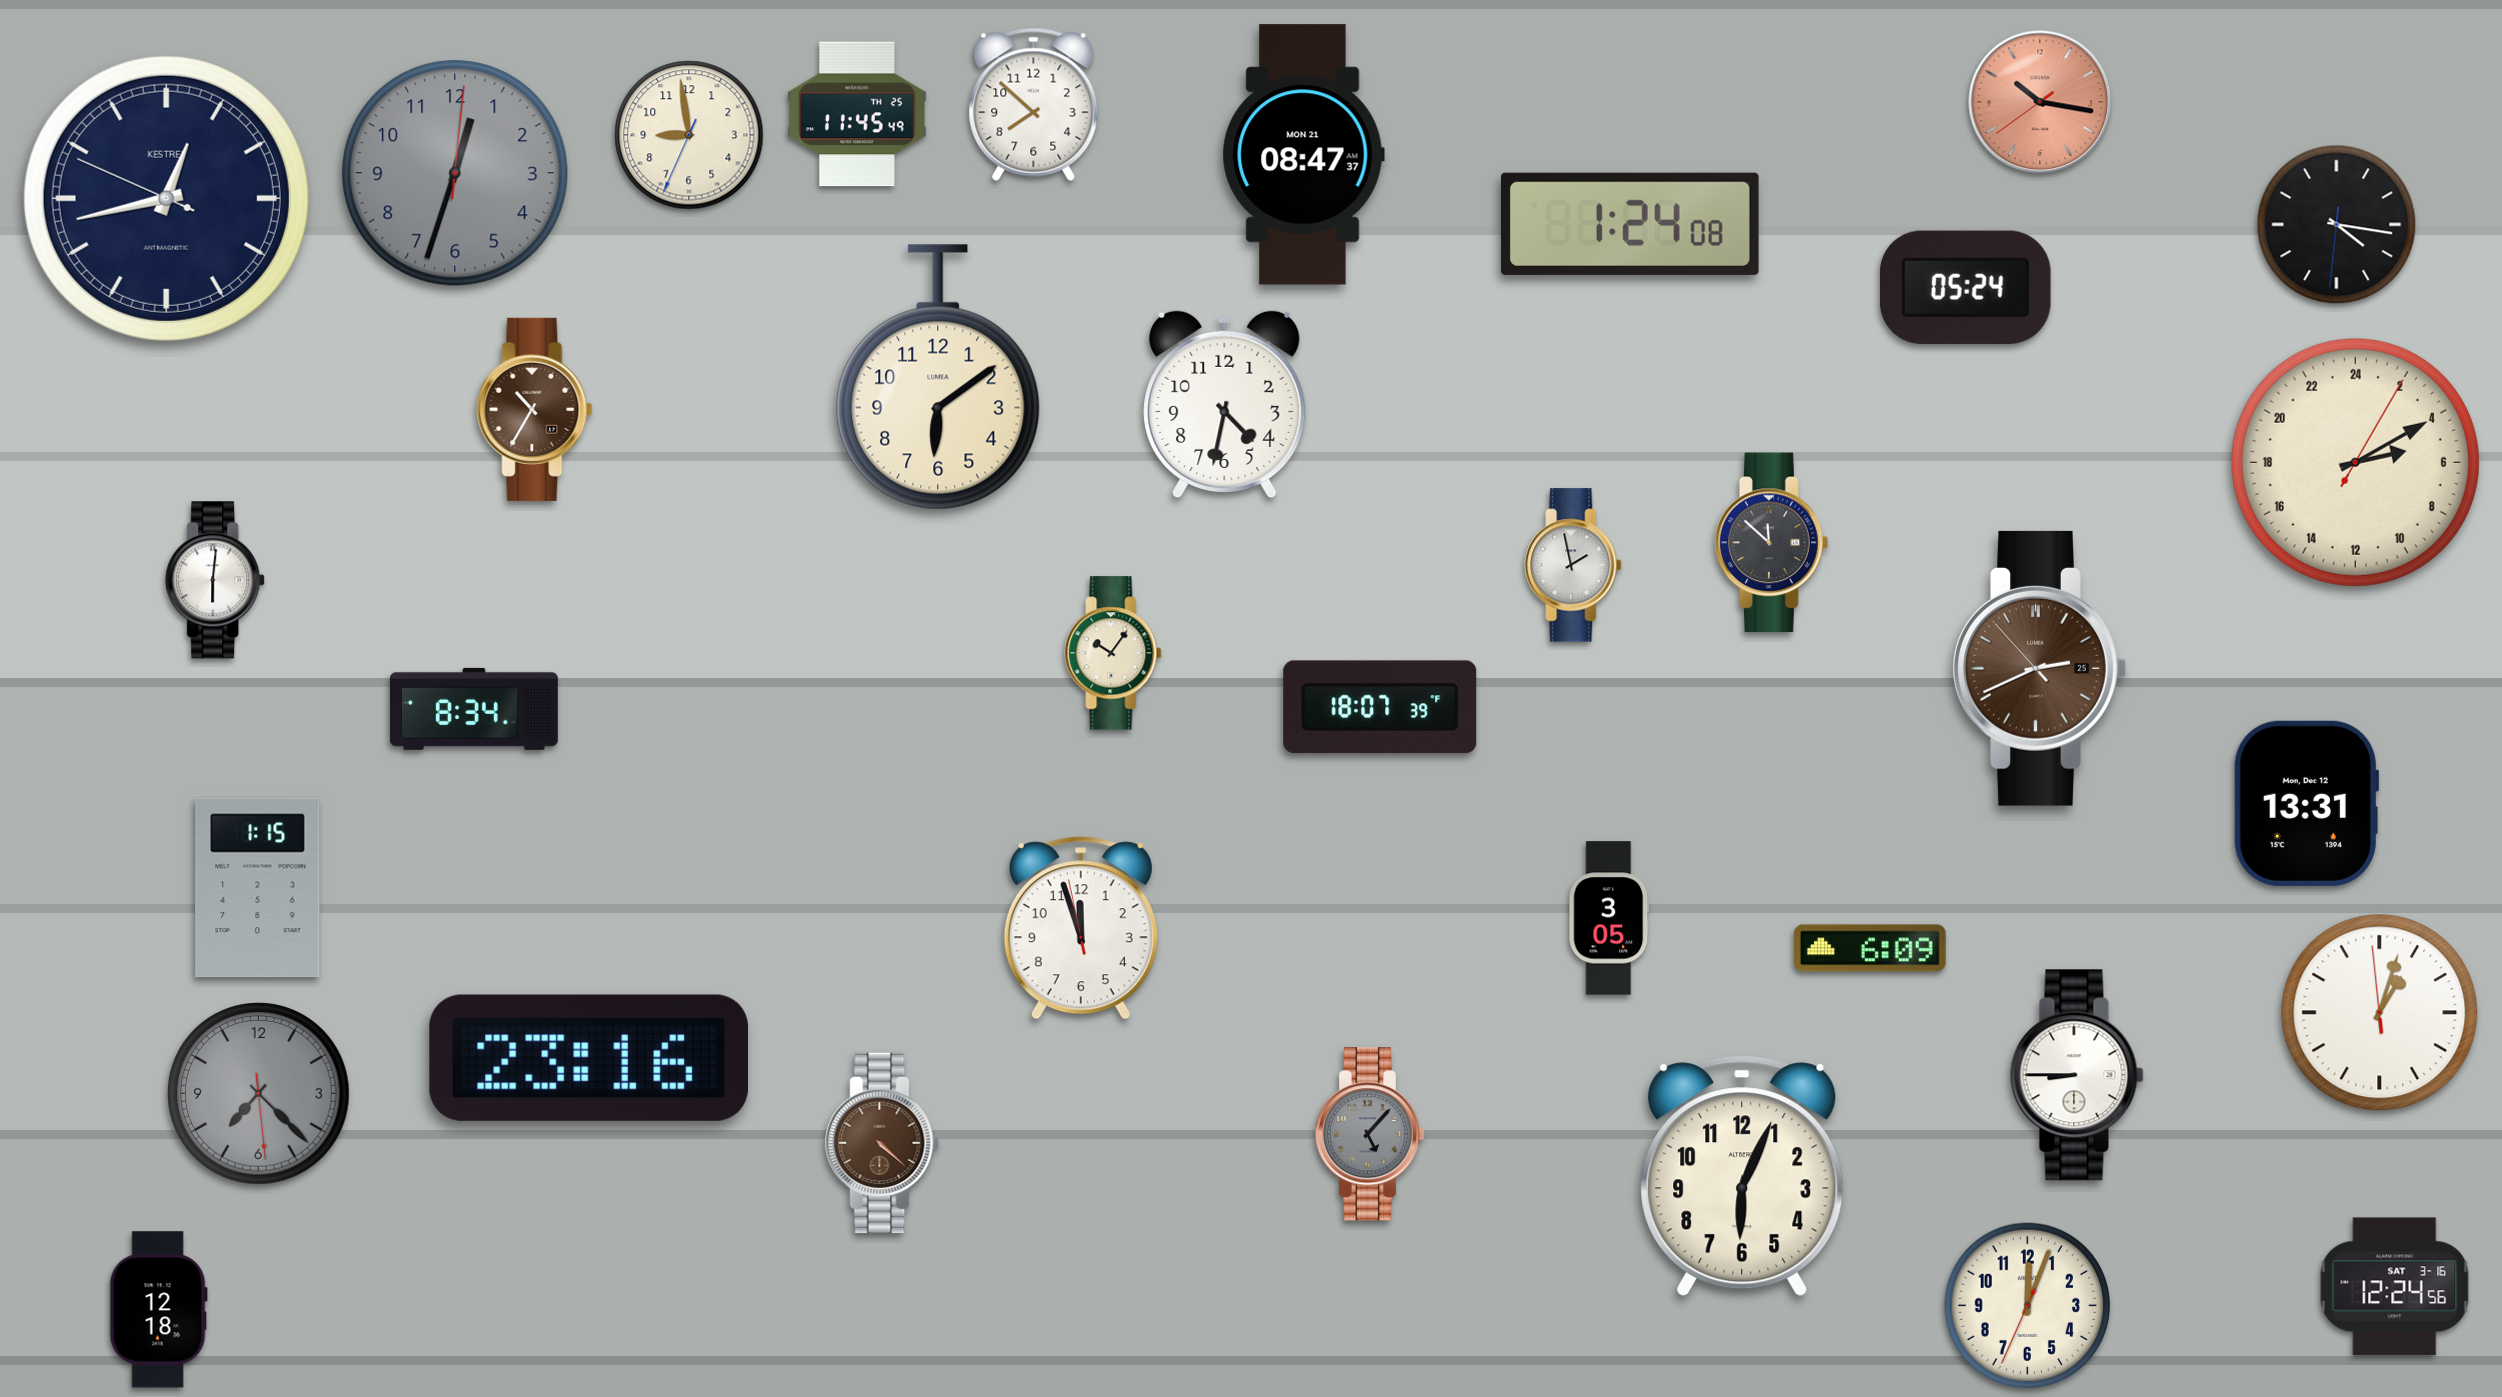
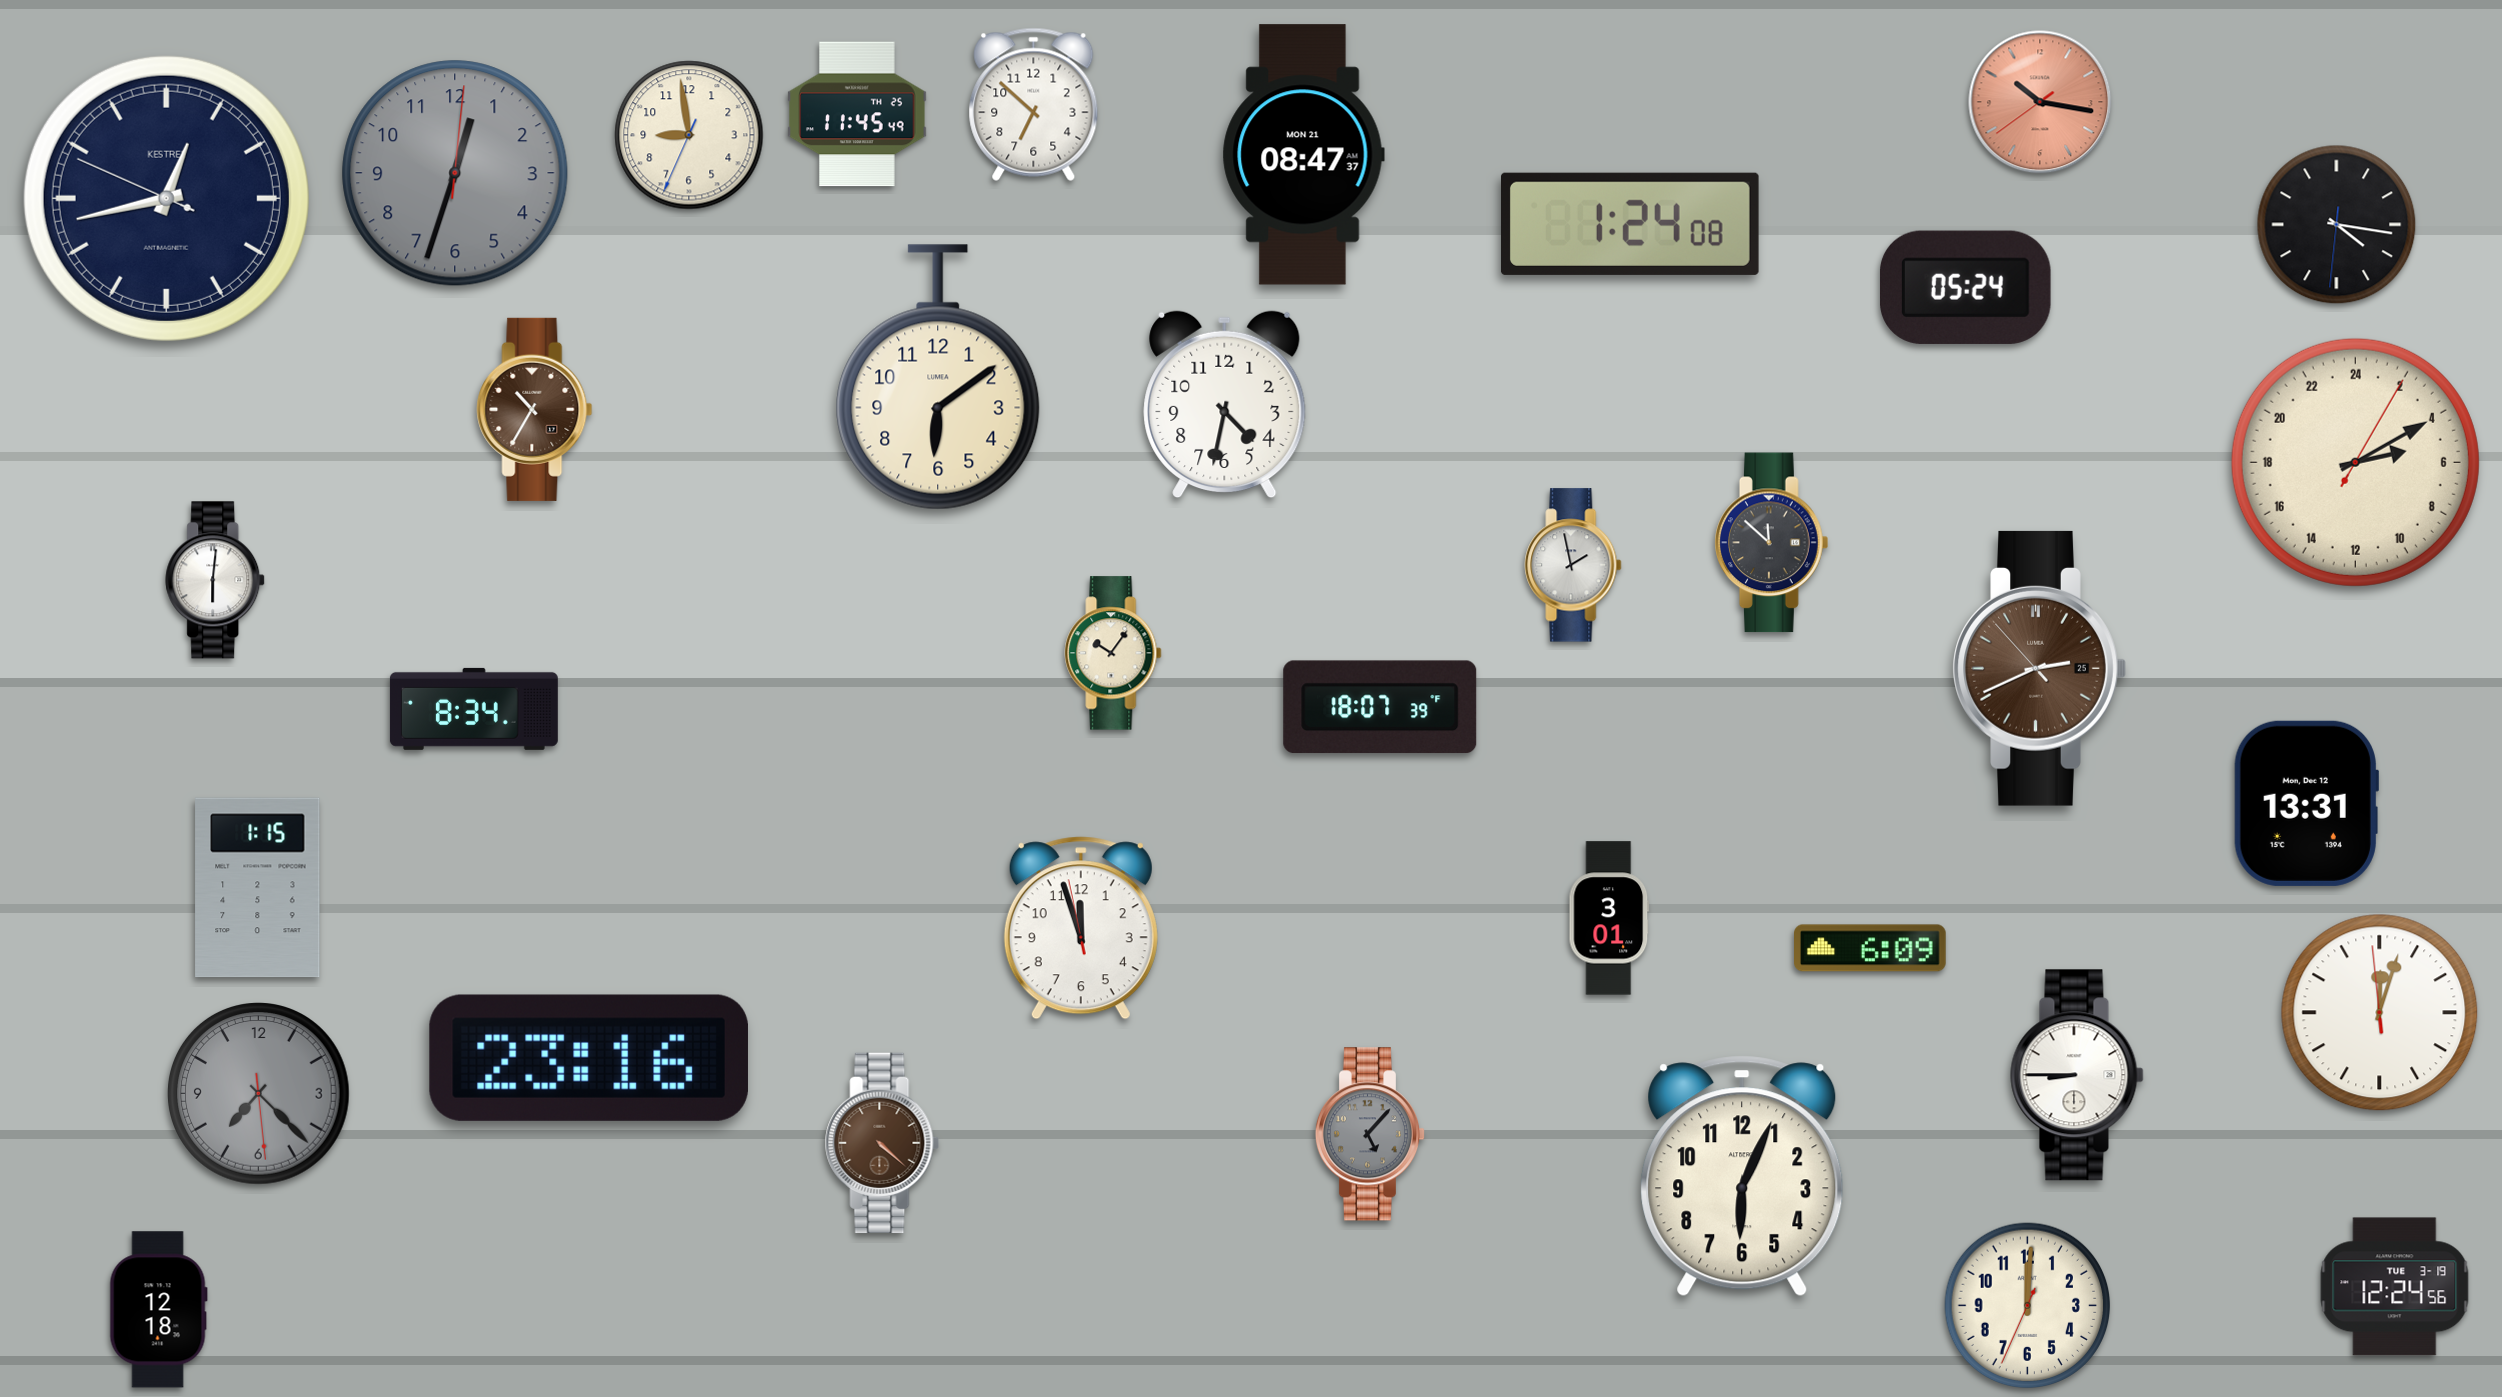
clock at (1034, 104): 7:52 -> 6:52
clock at (1609, 918): 3:05 -> 3:01
clock at (2380, 1013): 1:02 -> 12:02
clock at (2395, 1287) date: SAT 3-16 -> TUE 3-19
clock at (2028, 1306): 12:03 -> 12:00
